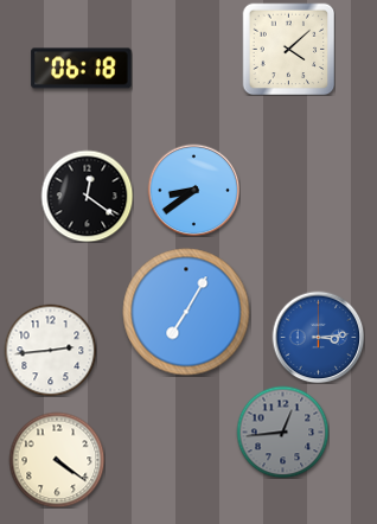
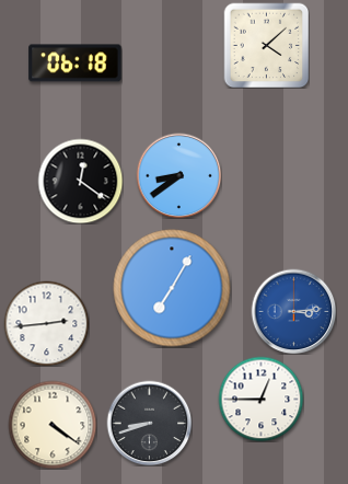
clock at (282, 432): 12:44 -> 12:45
clock at (282, 432) dial: grey -> white
clock at (149, 423): none -> 8:42
